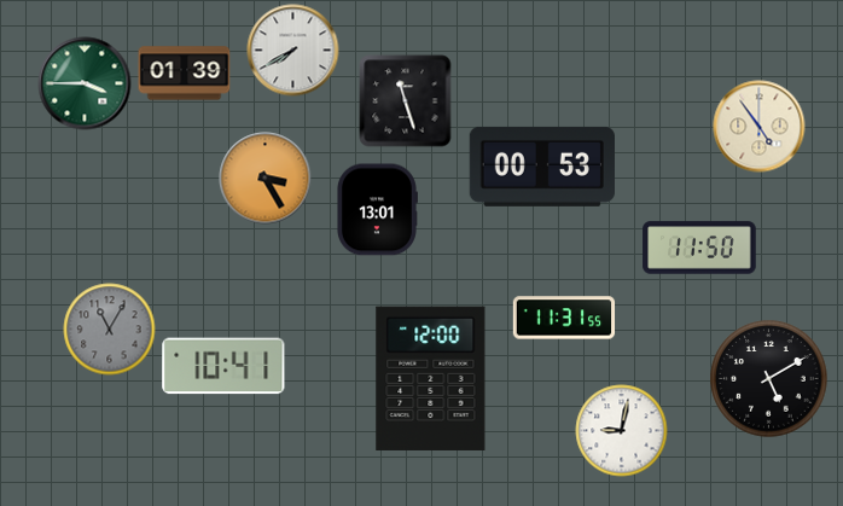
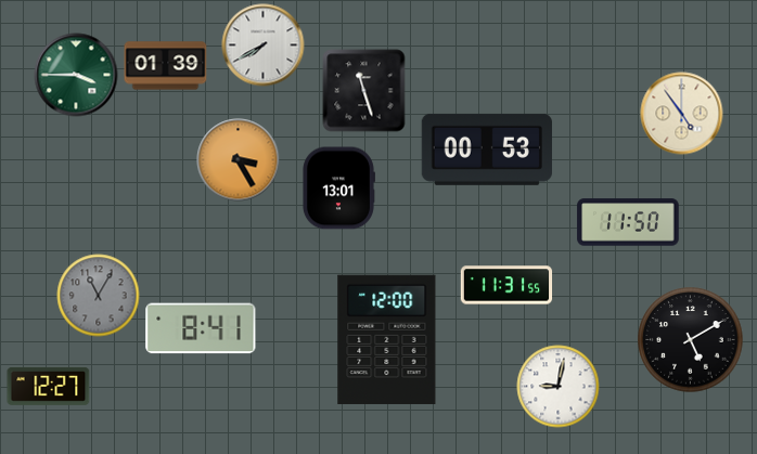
clock at (223, 366): 10:41 -> 8:41
clock at (49, 386): none -> 12:27
